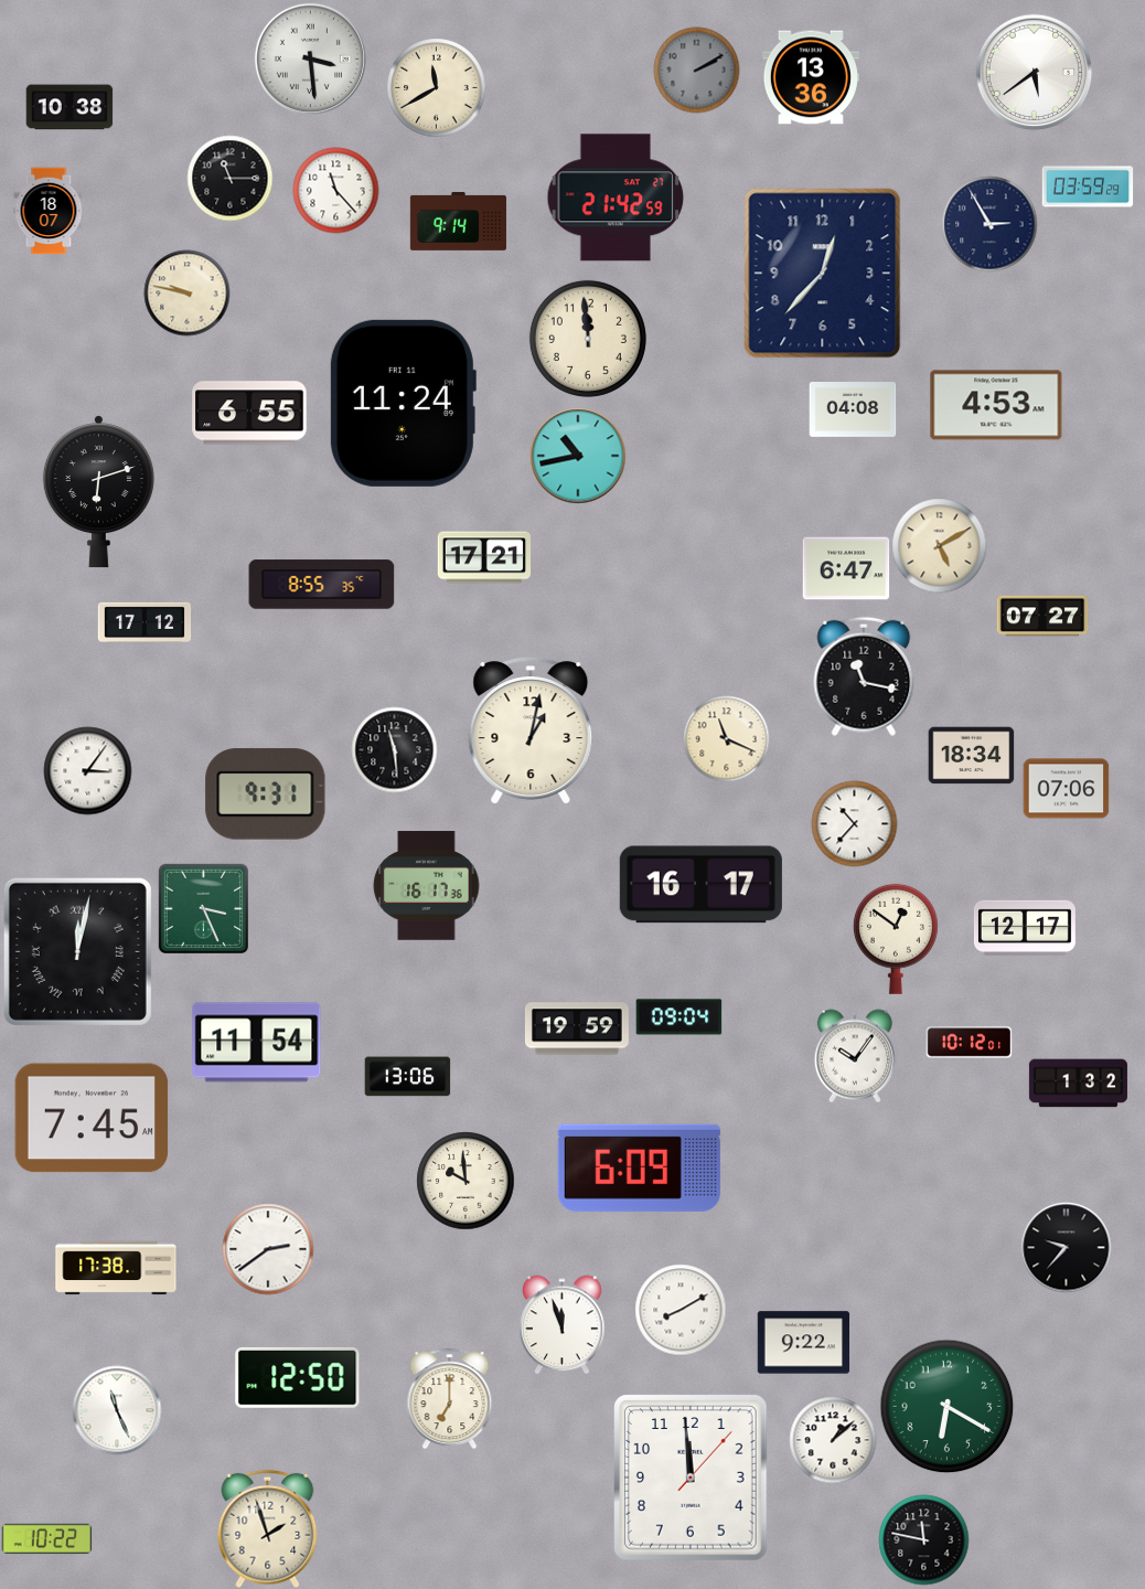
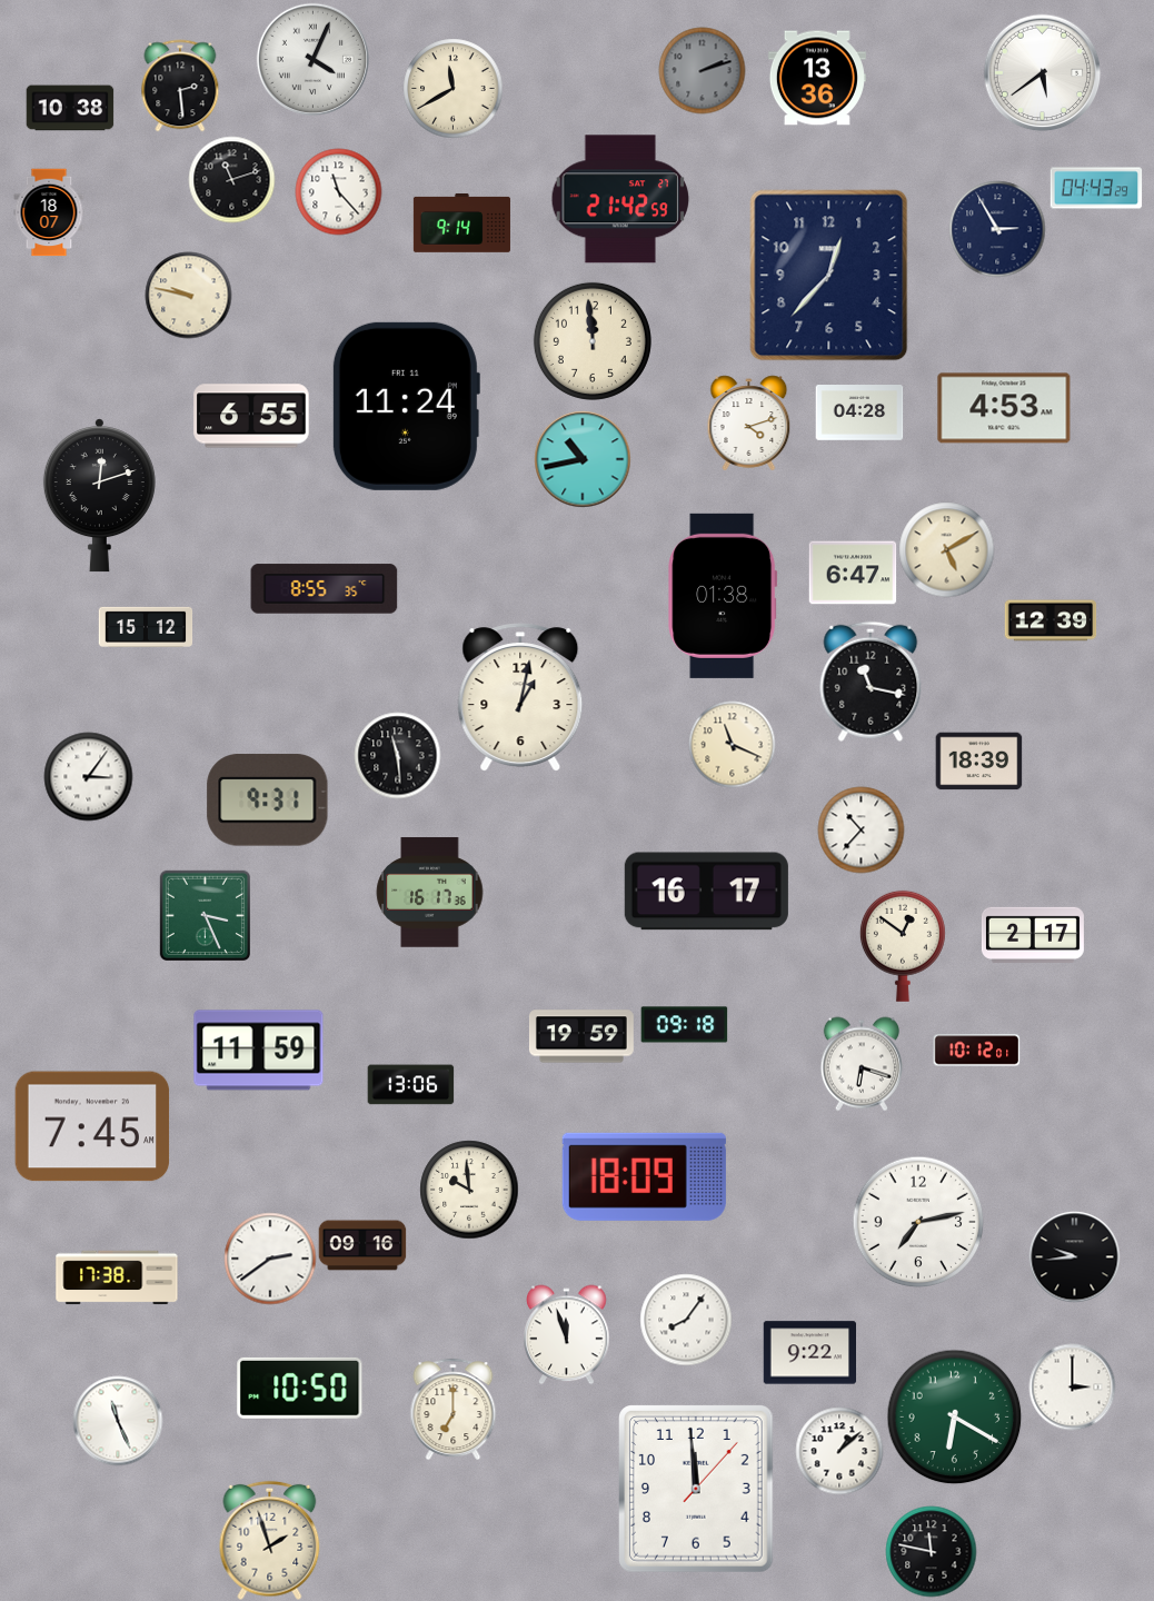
clock at (310, 58): 3:29 -> 4:04
clock at (696, 70): 2:10 -> 2:12
clock at (180, 86): none -> 2:29
clock at (436, 87) position: (436, 87) -> (452, 88)
clock at (229, 178): 11:15 -> 11:12
clock at (1088, 186): 03:59 -> 04:43
clock at (989, 224) position: (989, 224) -> (997, 229)
clock at (853, 410): 04:08 -> 04:28
clock at (749, 422): none -> 4:12
clock at (98, 492): 6:12 -> 12:12
clock at (483, 557): 17:21 -> none
clock at (723, 596): none -> 01:38
clock at (1042, 616): 07:27 -> 12:39
clock at (145, 621): 17:12 -> 15:12
clock at (531, 730) position: (531, 730) -> (520, 697)
clock at (971, 756): 18:34 -> 18:39
clock at (1066, 789): 07:06 -> none
clock at (1025, 928): 12:17 -> 2:17
clock at (77, 951): 12:02 -> none
clock at (678, 1017): 09:04 -> 09:18
clock at (257, 1043): 11:54 -> 11:59
clock at (855, 1056): 10:06 -> 6:18
clock at (1078, 1084): 1:32 -> none
clock at (639, 1167): 6:09 -> 18:09
clock at (918, 1222): none -> 7:13
clock at (362, 1245): none -> 09:16
clock at (1066, 1247): 9:37 -> 9:44
clock at (681, 1310): 8:10 -> 8:06
clock at (1072, 1386): none -> 3:00
clock at (298, 1377): 12:50 -> 10:50
clock at (46, 1539): 10:22 -> none
